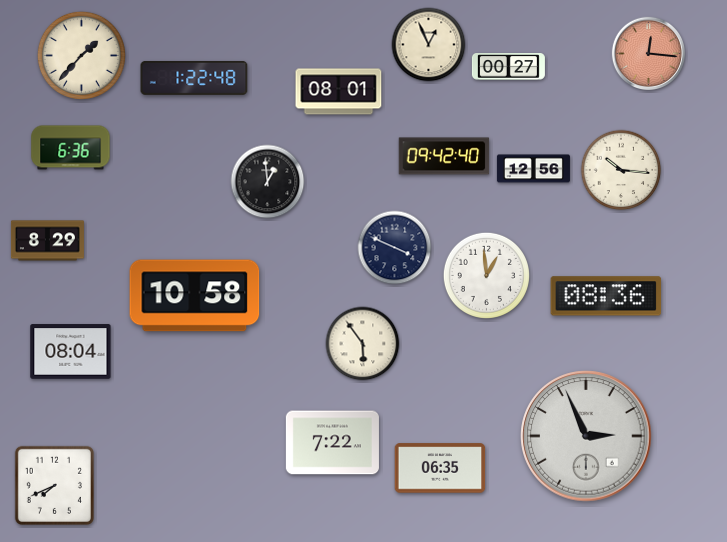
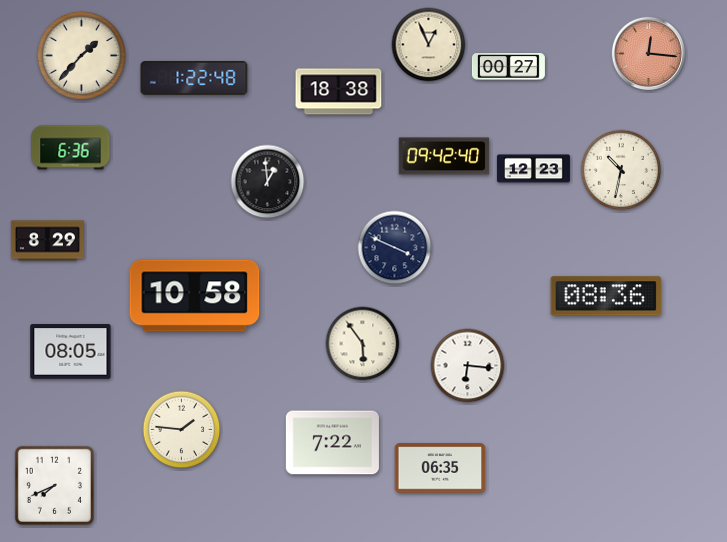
clock at (339, 92): 08:01 -> 18:38
clock at (533, 169): 12:56 -> 12:23
clock at (621, 170): 10:16 -> 10:32
clock at (486, 275): 12:59 -> none
clock at (71, 352): 08:04 -> 08:05
clock at (468, 366): none -> 6:16
clock at (182, 430): none -> 1:46
clock at (586, 436): 2:56 -> none
